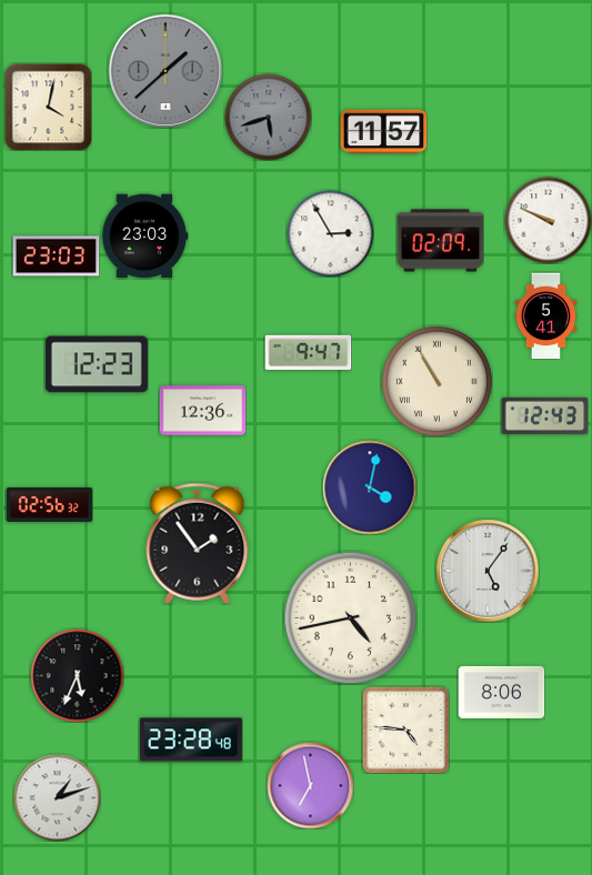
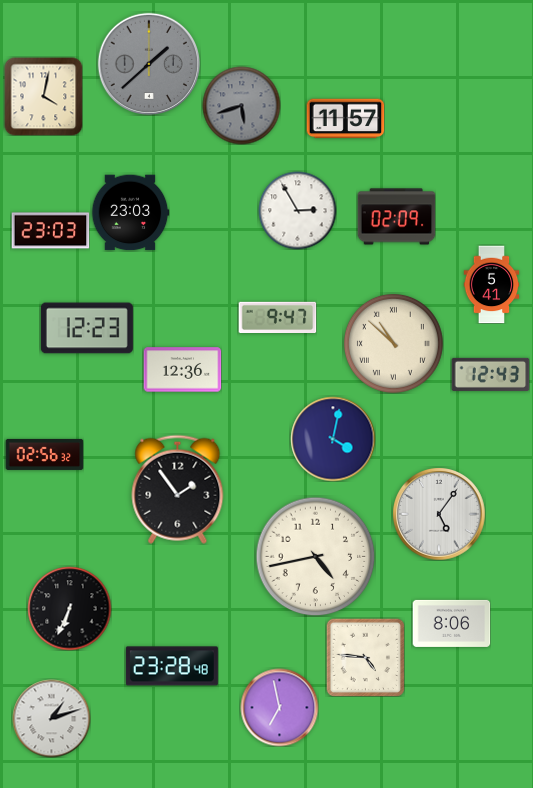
clock at (548, 220): 9:49 -> none
clock at (437, 381): 10:55 -> 10:52
clock at (77, 675): 5:34 -> 6:34
